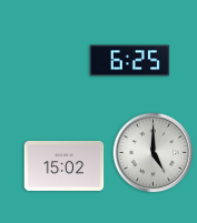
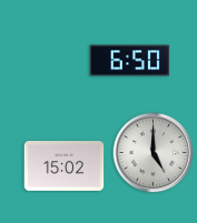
clock at (130, 61): 6:25 -> 6:50
